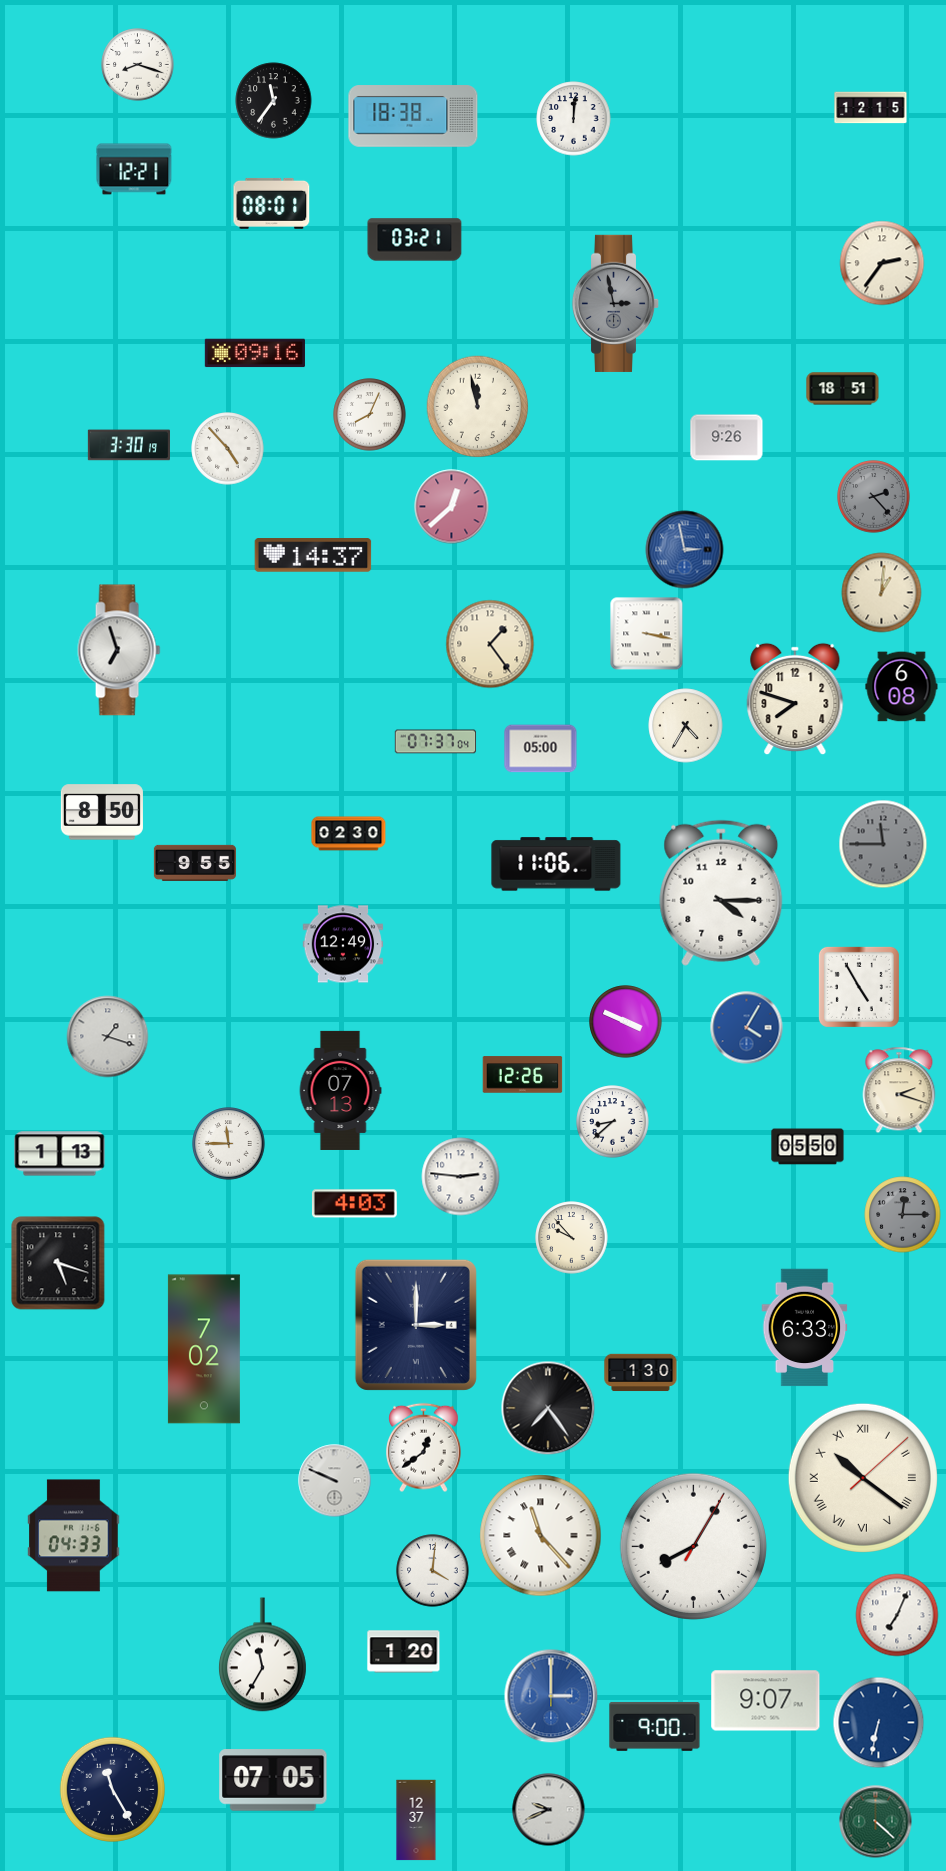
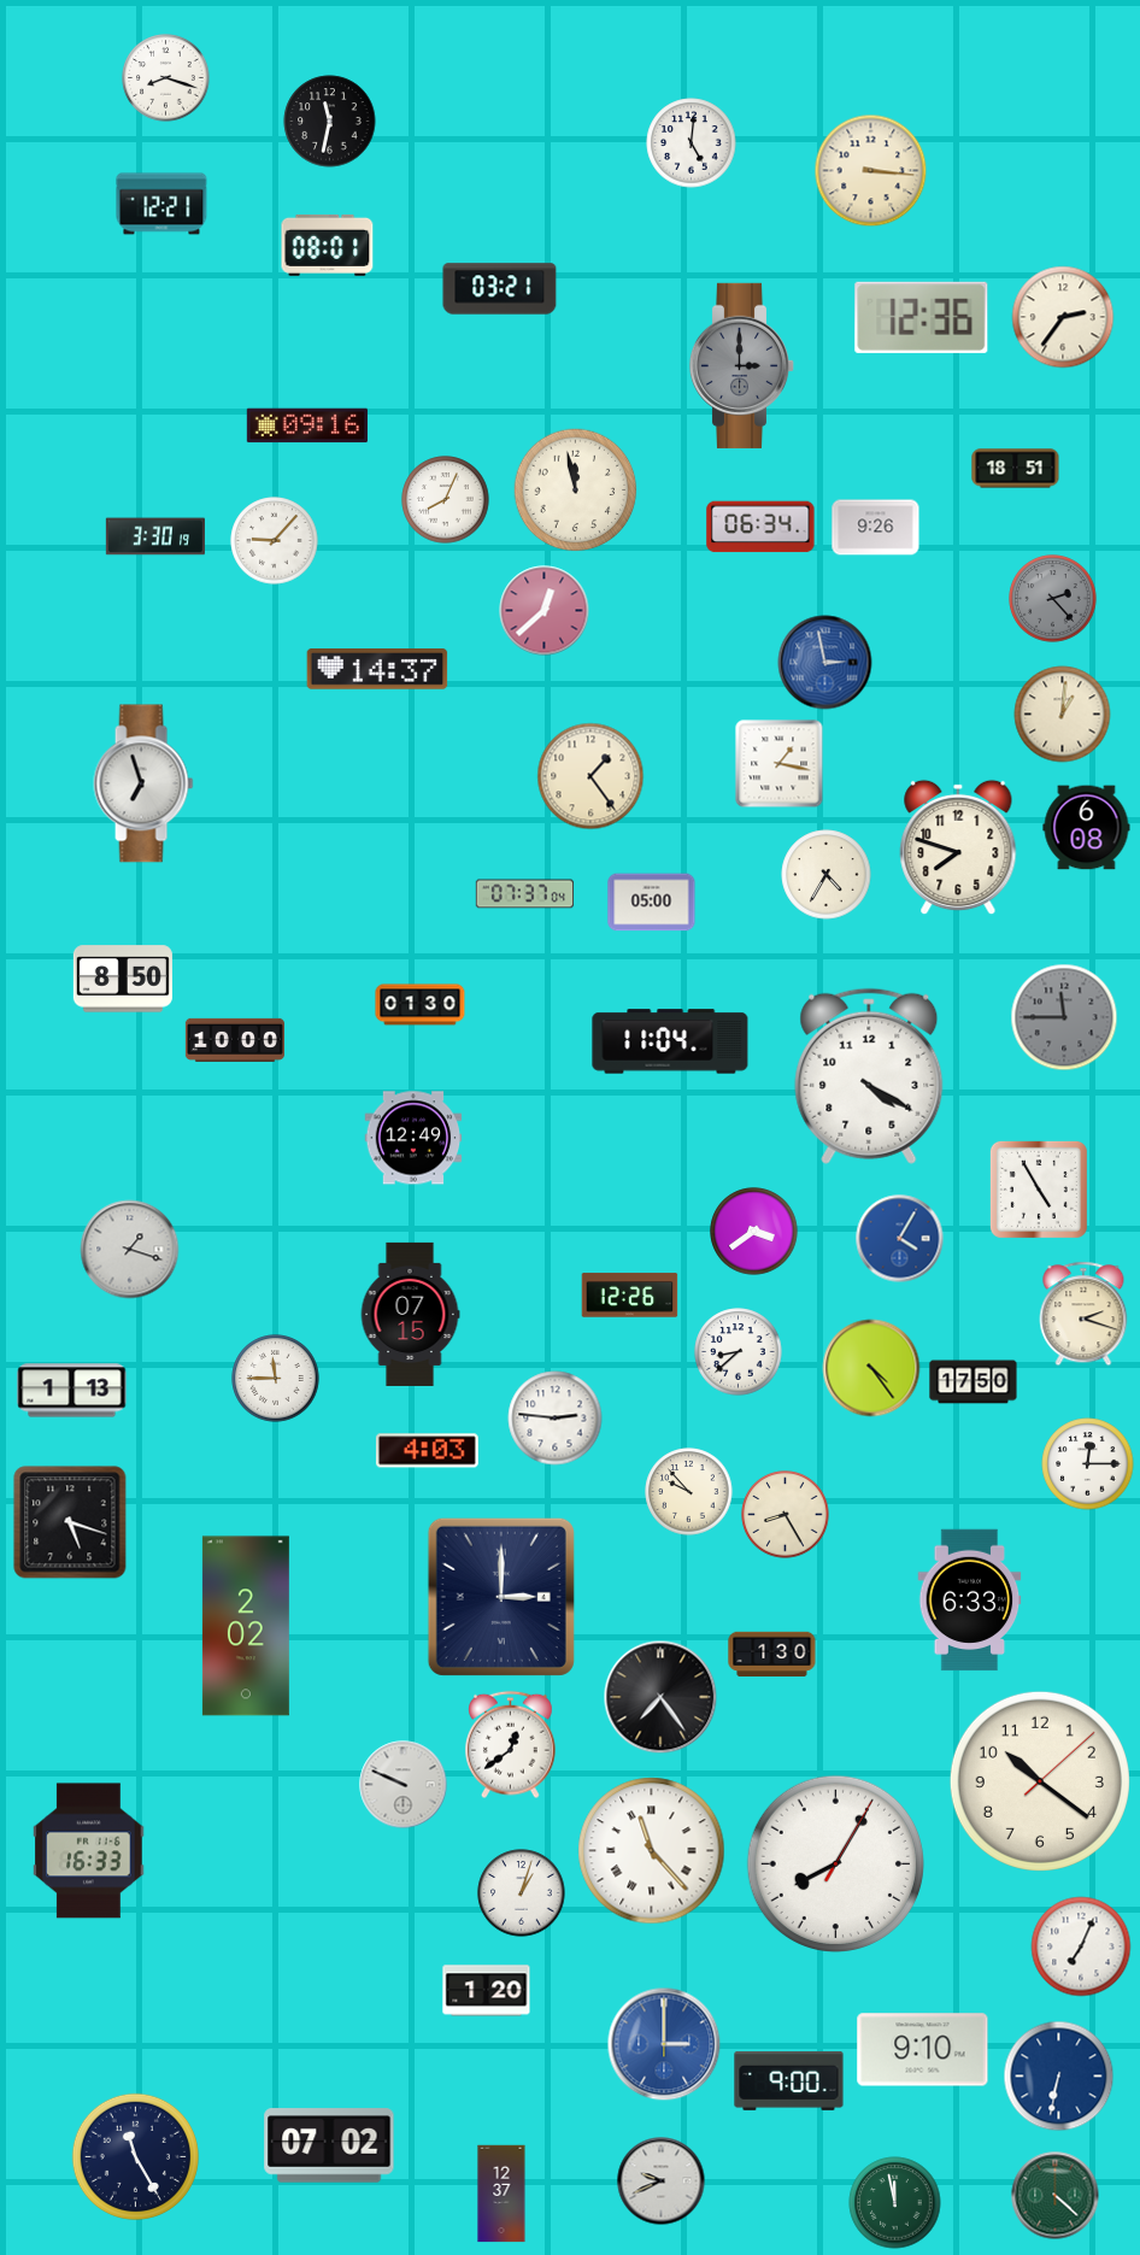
clock at (274, 101): 11:36 -> 11:32
clock at (871, 108): 12:15 -> none
clock at (413, 116): 18:38 -> none
clock at (574, 119): 12:01 -> 5:01
clock at (871, 171): none -> 3:16
clock at (922, 317): none -> 12:36
clock at (616, 303): 2:58 -> 3:00
clock at (760, 527): none -> 06:34
clock at (228, 449): 4:53 -> 9:07
clock at (647, 634): 3:17 -> 1:17
clock at (795, 699) position: (795, 699) -> (958, 847)
clock at (349, 834): 02:30 -> 01:30
clock at (195, 863): 9:55 -> 10:00
clock at (556, 864): 11:06 -> 11:04
clock at (721, 893): 4:15 -> 4:20
clock at (859, 987) position: (859, 987) -> (1039, 1190)
clock at (626, 1022): 3:49 -> 3:39
clock at (340, 1090): 07:13 -> 07:15
clock at (871, 1368): none -> 4:24
clock at (808, 1147): 05:50 -> 17:50
clock at (903, 1215) dial: grey -> white
clock at (786, 1515): none -> 8:25
clock at (204, 1349): 7:02 -> 2:02
clock at (863, 1478) numerals: Roman -> Arabic
clock at (74, 1536): 04:33 -> 16:33
clock at (433, 1571): 4:01 -> 1:03
clock at (262, 1655): 11:35 -> none
clock at (766, 1701): 9:07 -> 9:10
clock at (273, 1780): 07:05 -> 07:02
clock at (895, 2203): none -> 11:58
